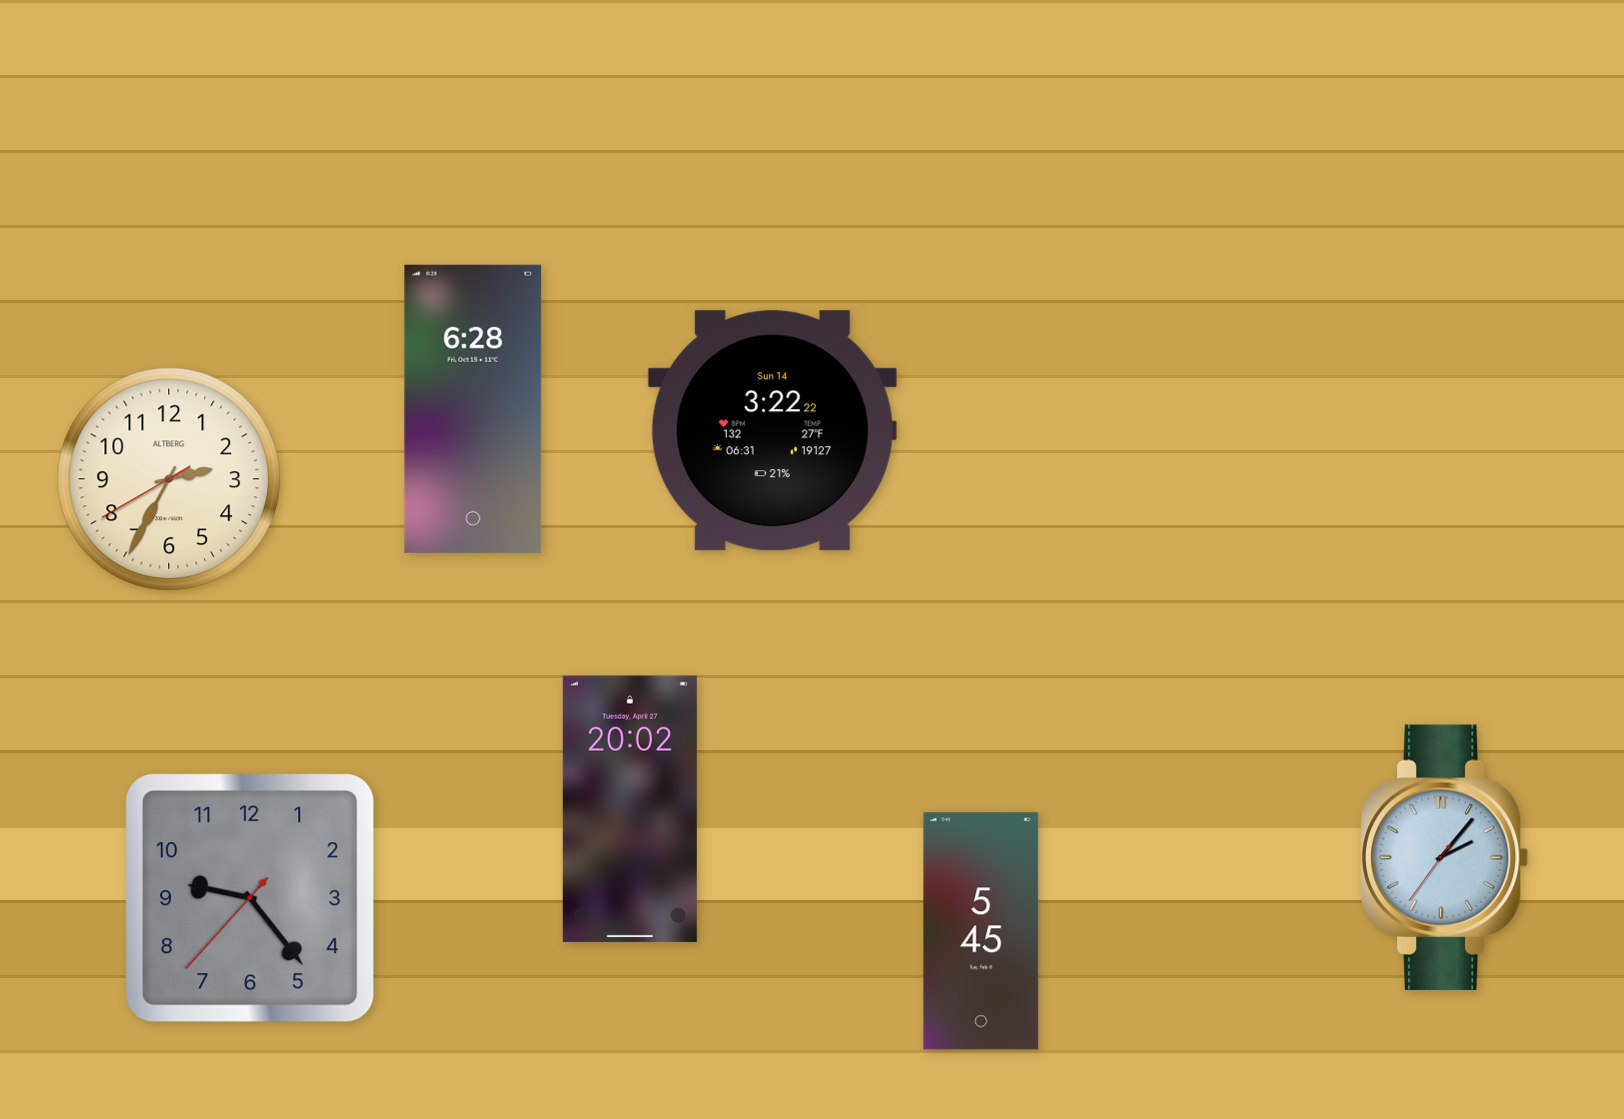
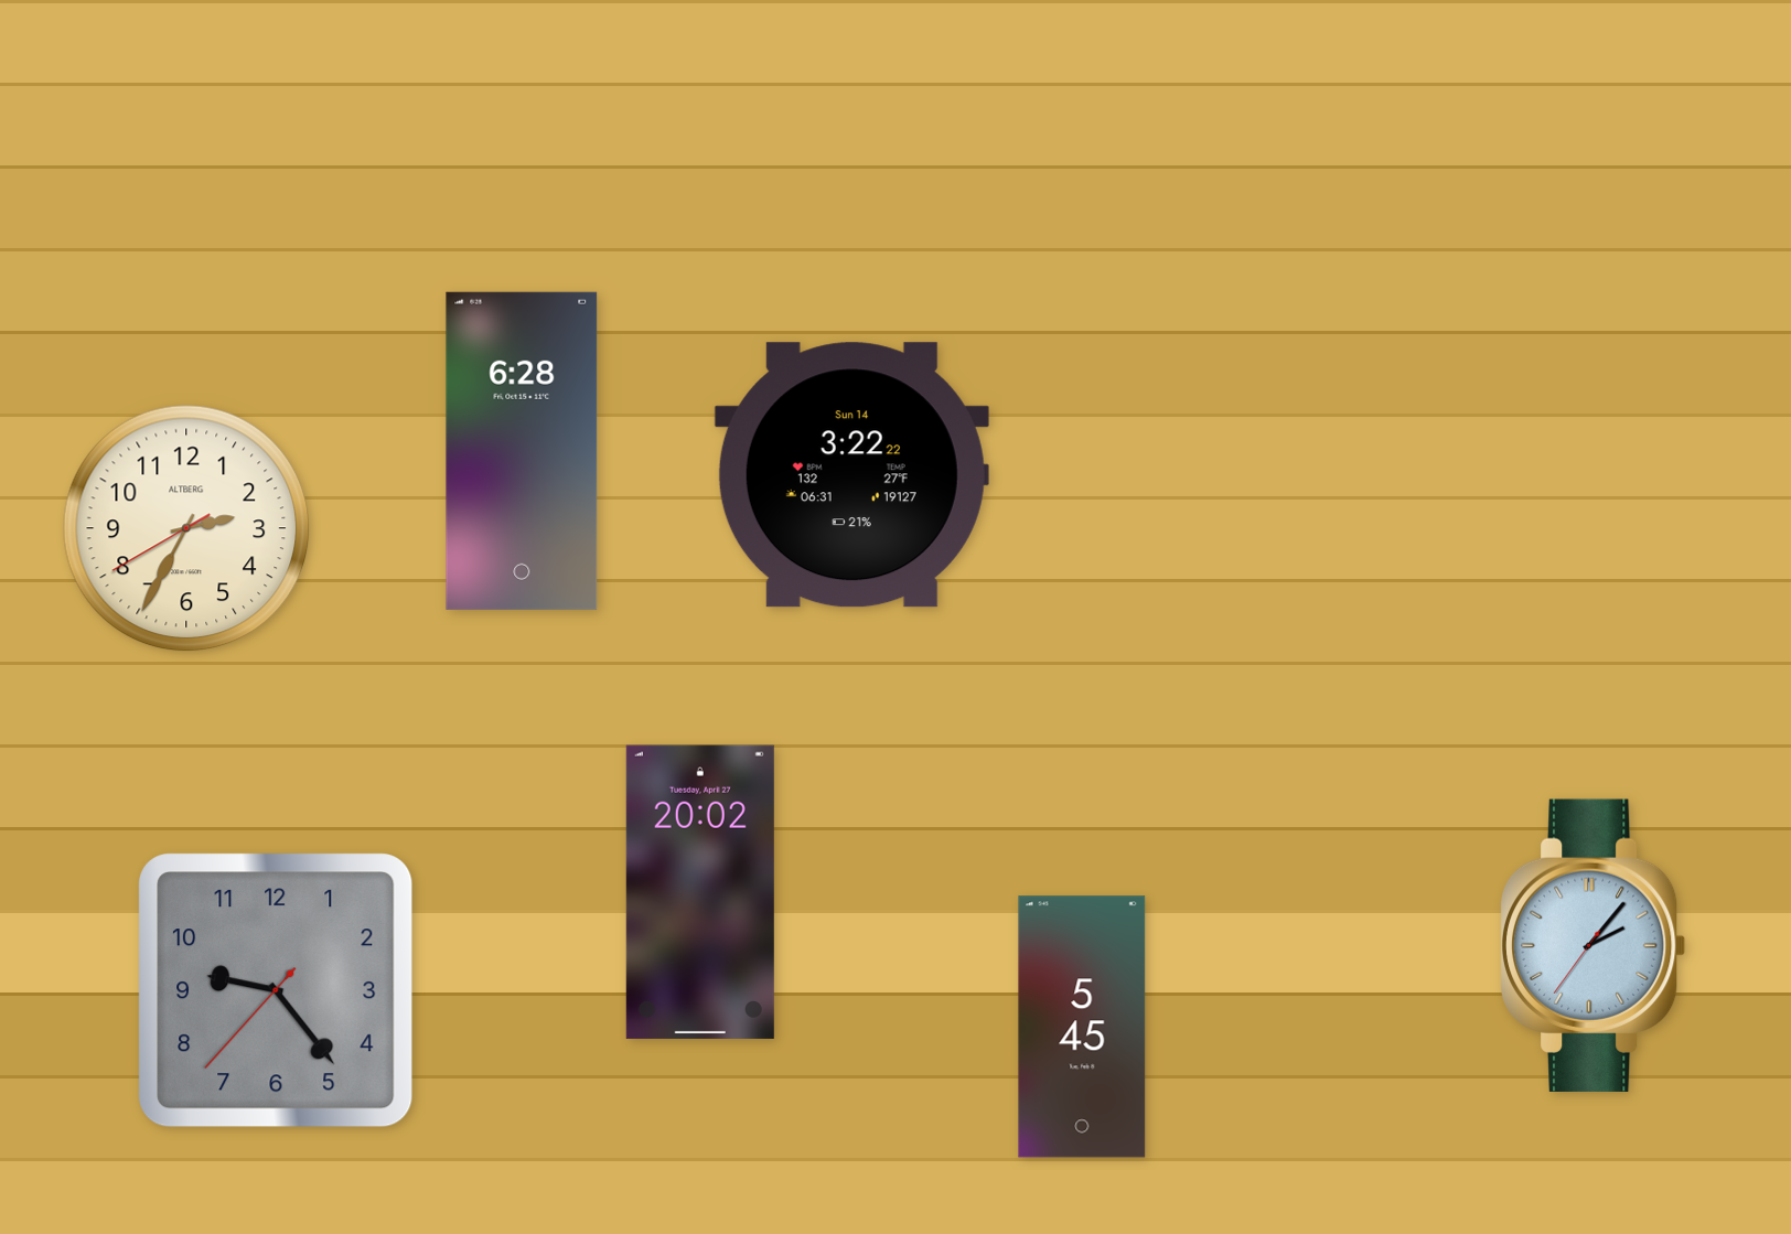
clock at (630, 809) position: (630, 809) -> (700, 892)
